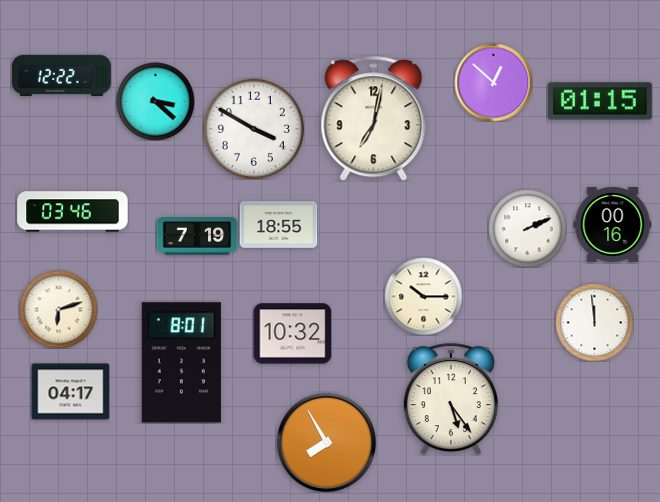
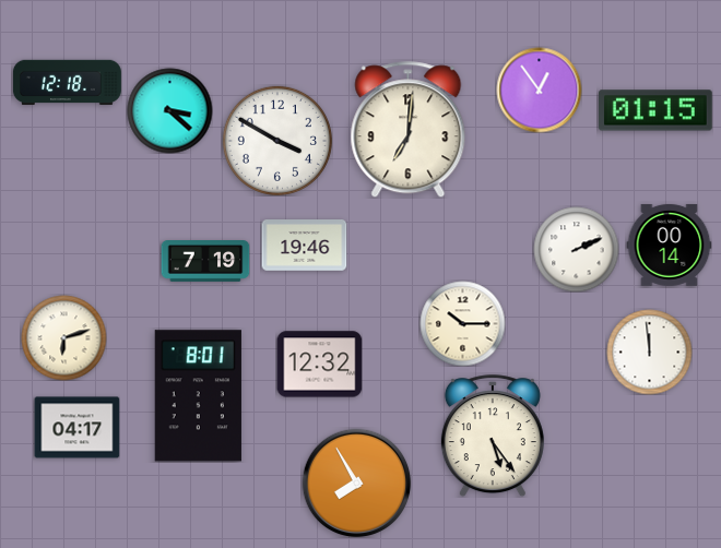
clock at (61, 76): 12:22 -> 12:18
clock at (493, 82): 12:52 -> 12:54
clock at (374, 119): 7:02 -> 7:01
clock at (73, 212): 03:46 -> none
clock at (612, 224): 00:16 -> 00:14
clock at (278, 225): 18:55 -> 19:46
clock at (197, 237) position: (197, 237) -> (205, 262)
clock at (292, 334): 10:32 -> 12:32
